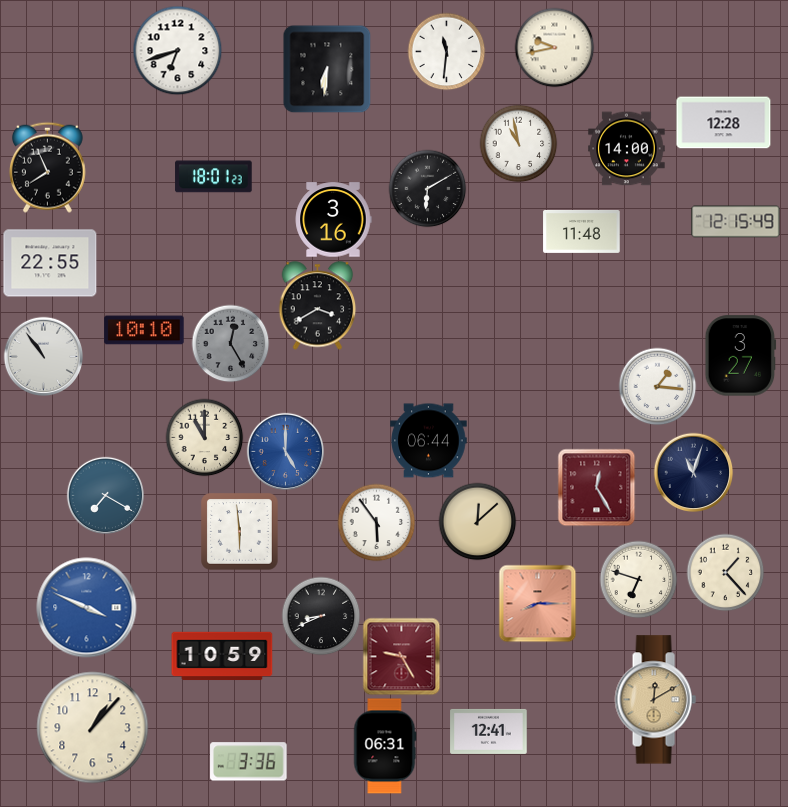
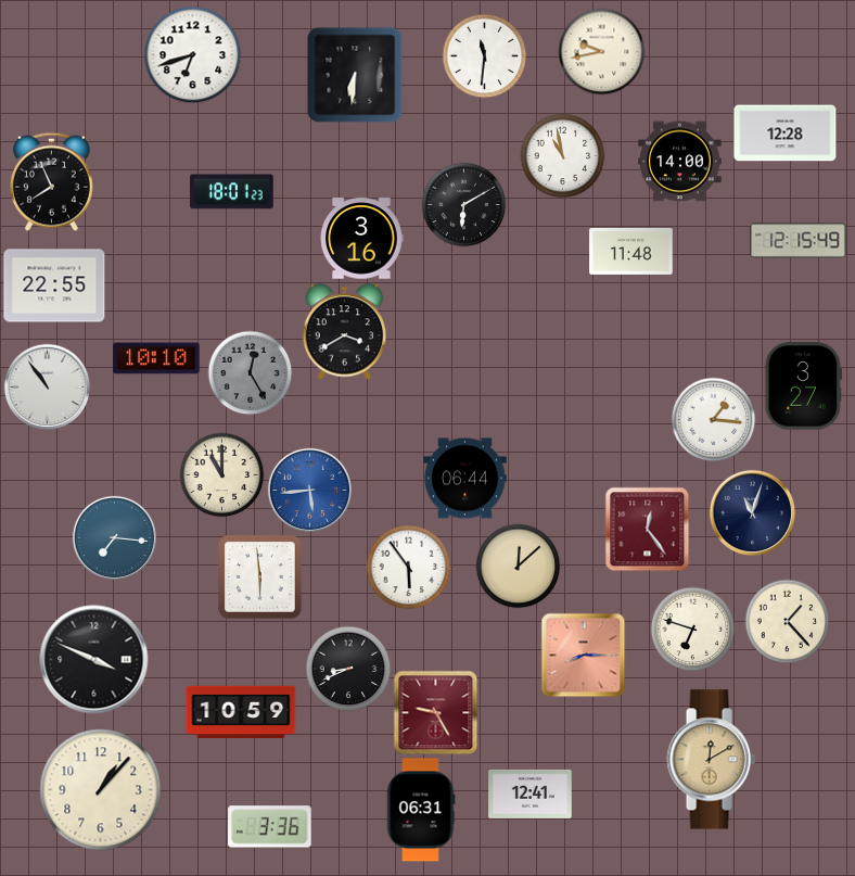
clock at (285, 451): 5:00 -> 5:44
clock at (596, 487): 12:25 -> 12:24
clock at (105, 495): 7:20 -> 7:16
clock at (87, 608) dial: blue -> black
clock at (385, 746) position: (385, 746) -> (421, 810)
